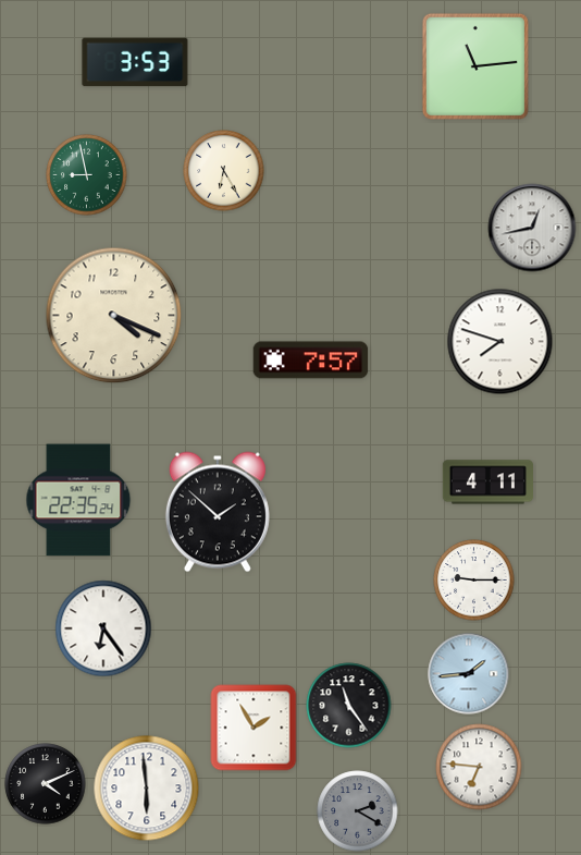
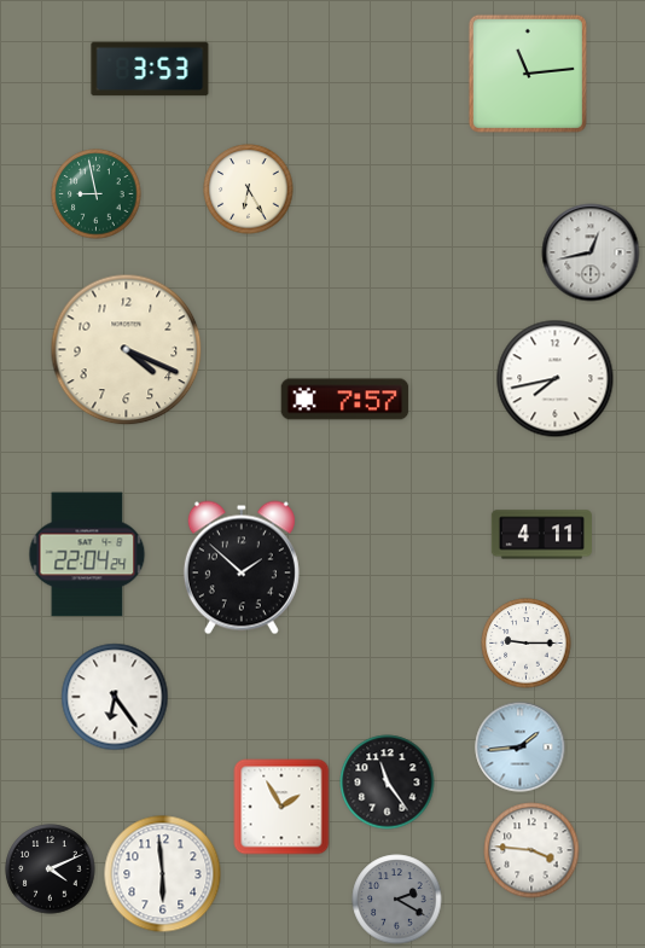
clock at (500, 342): 7:48 -> 7:43
clock at (78, 500): 22:35 -> 22:04
clock at (479, 767): 6:46 -> 3:46
